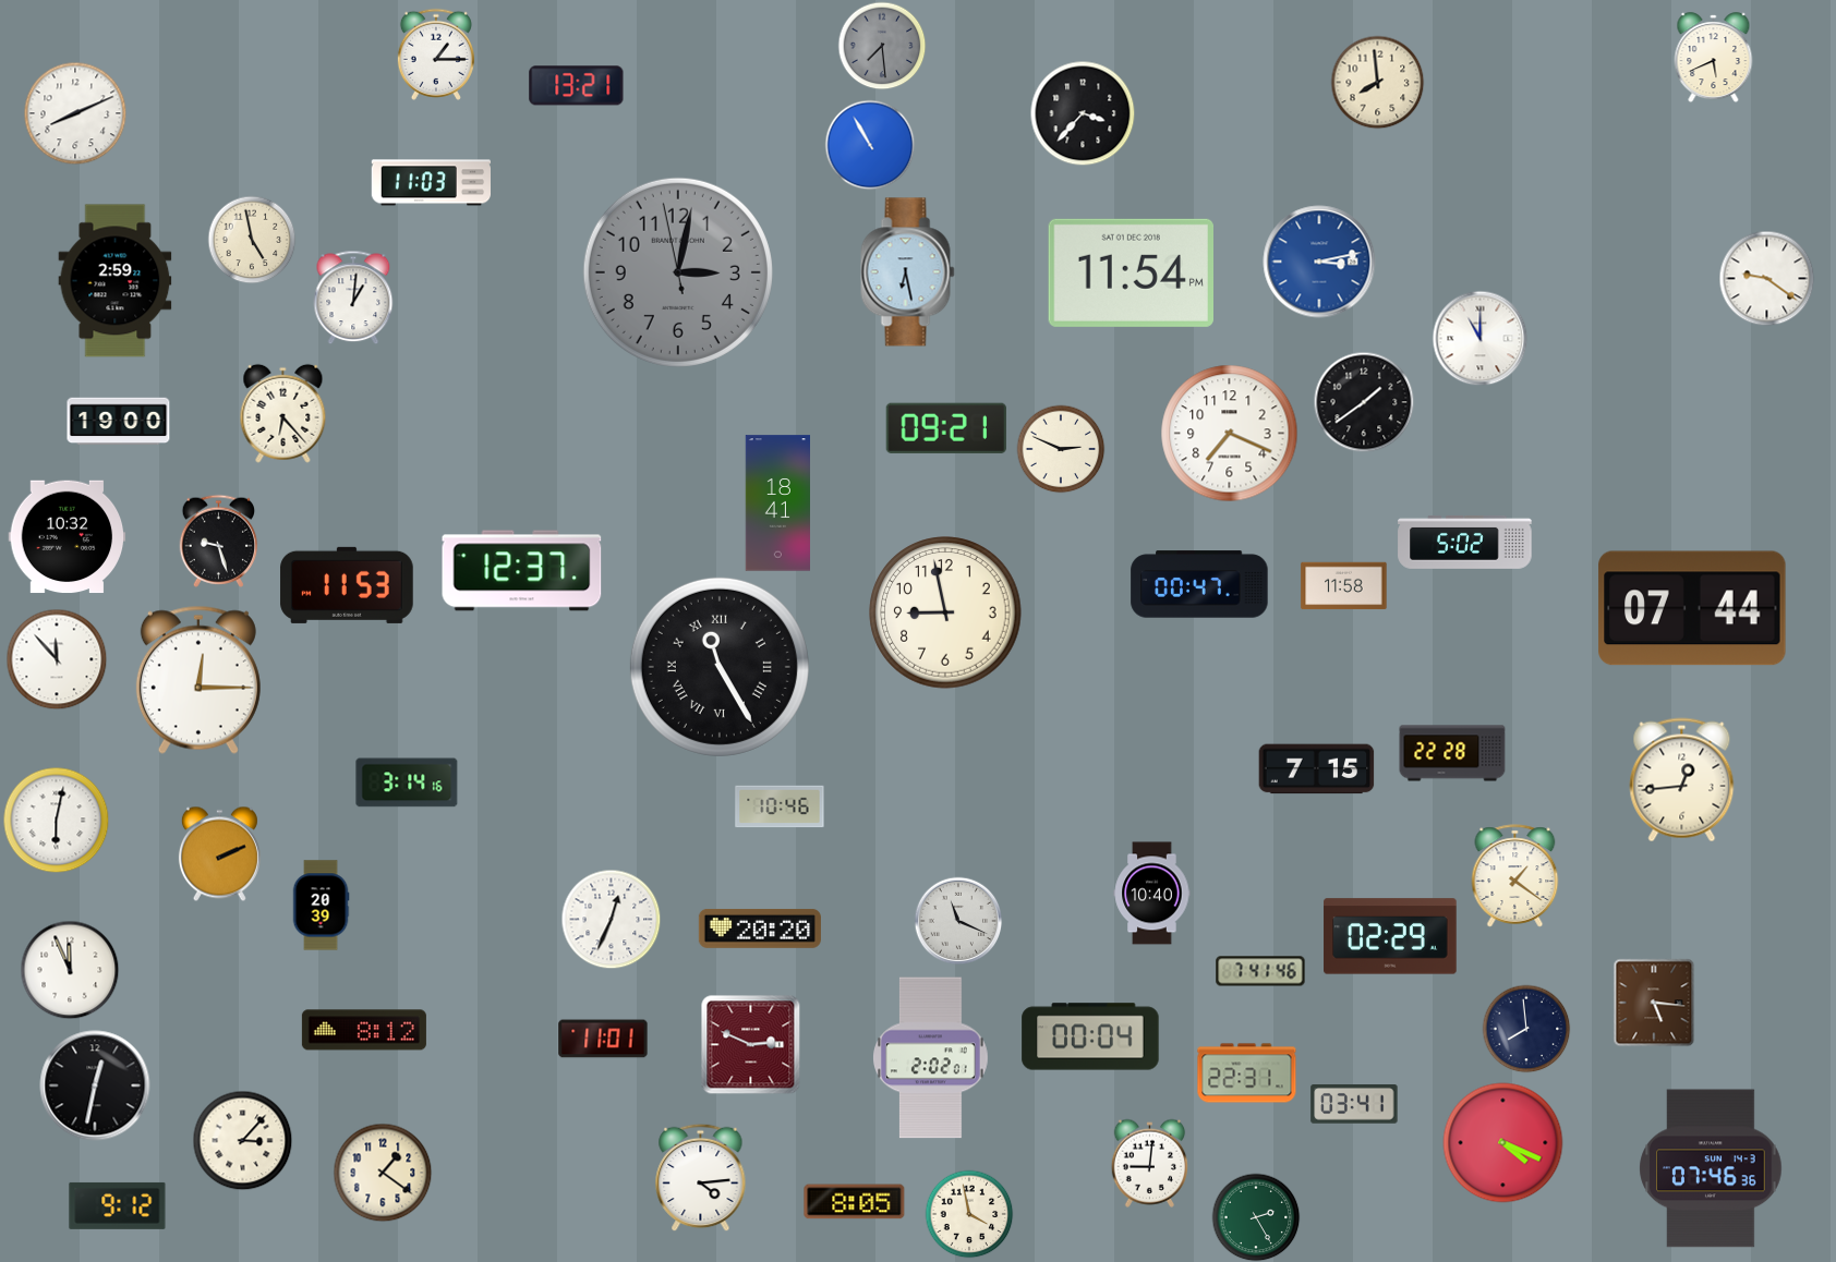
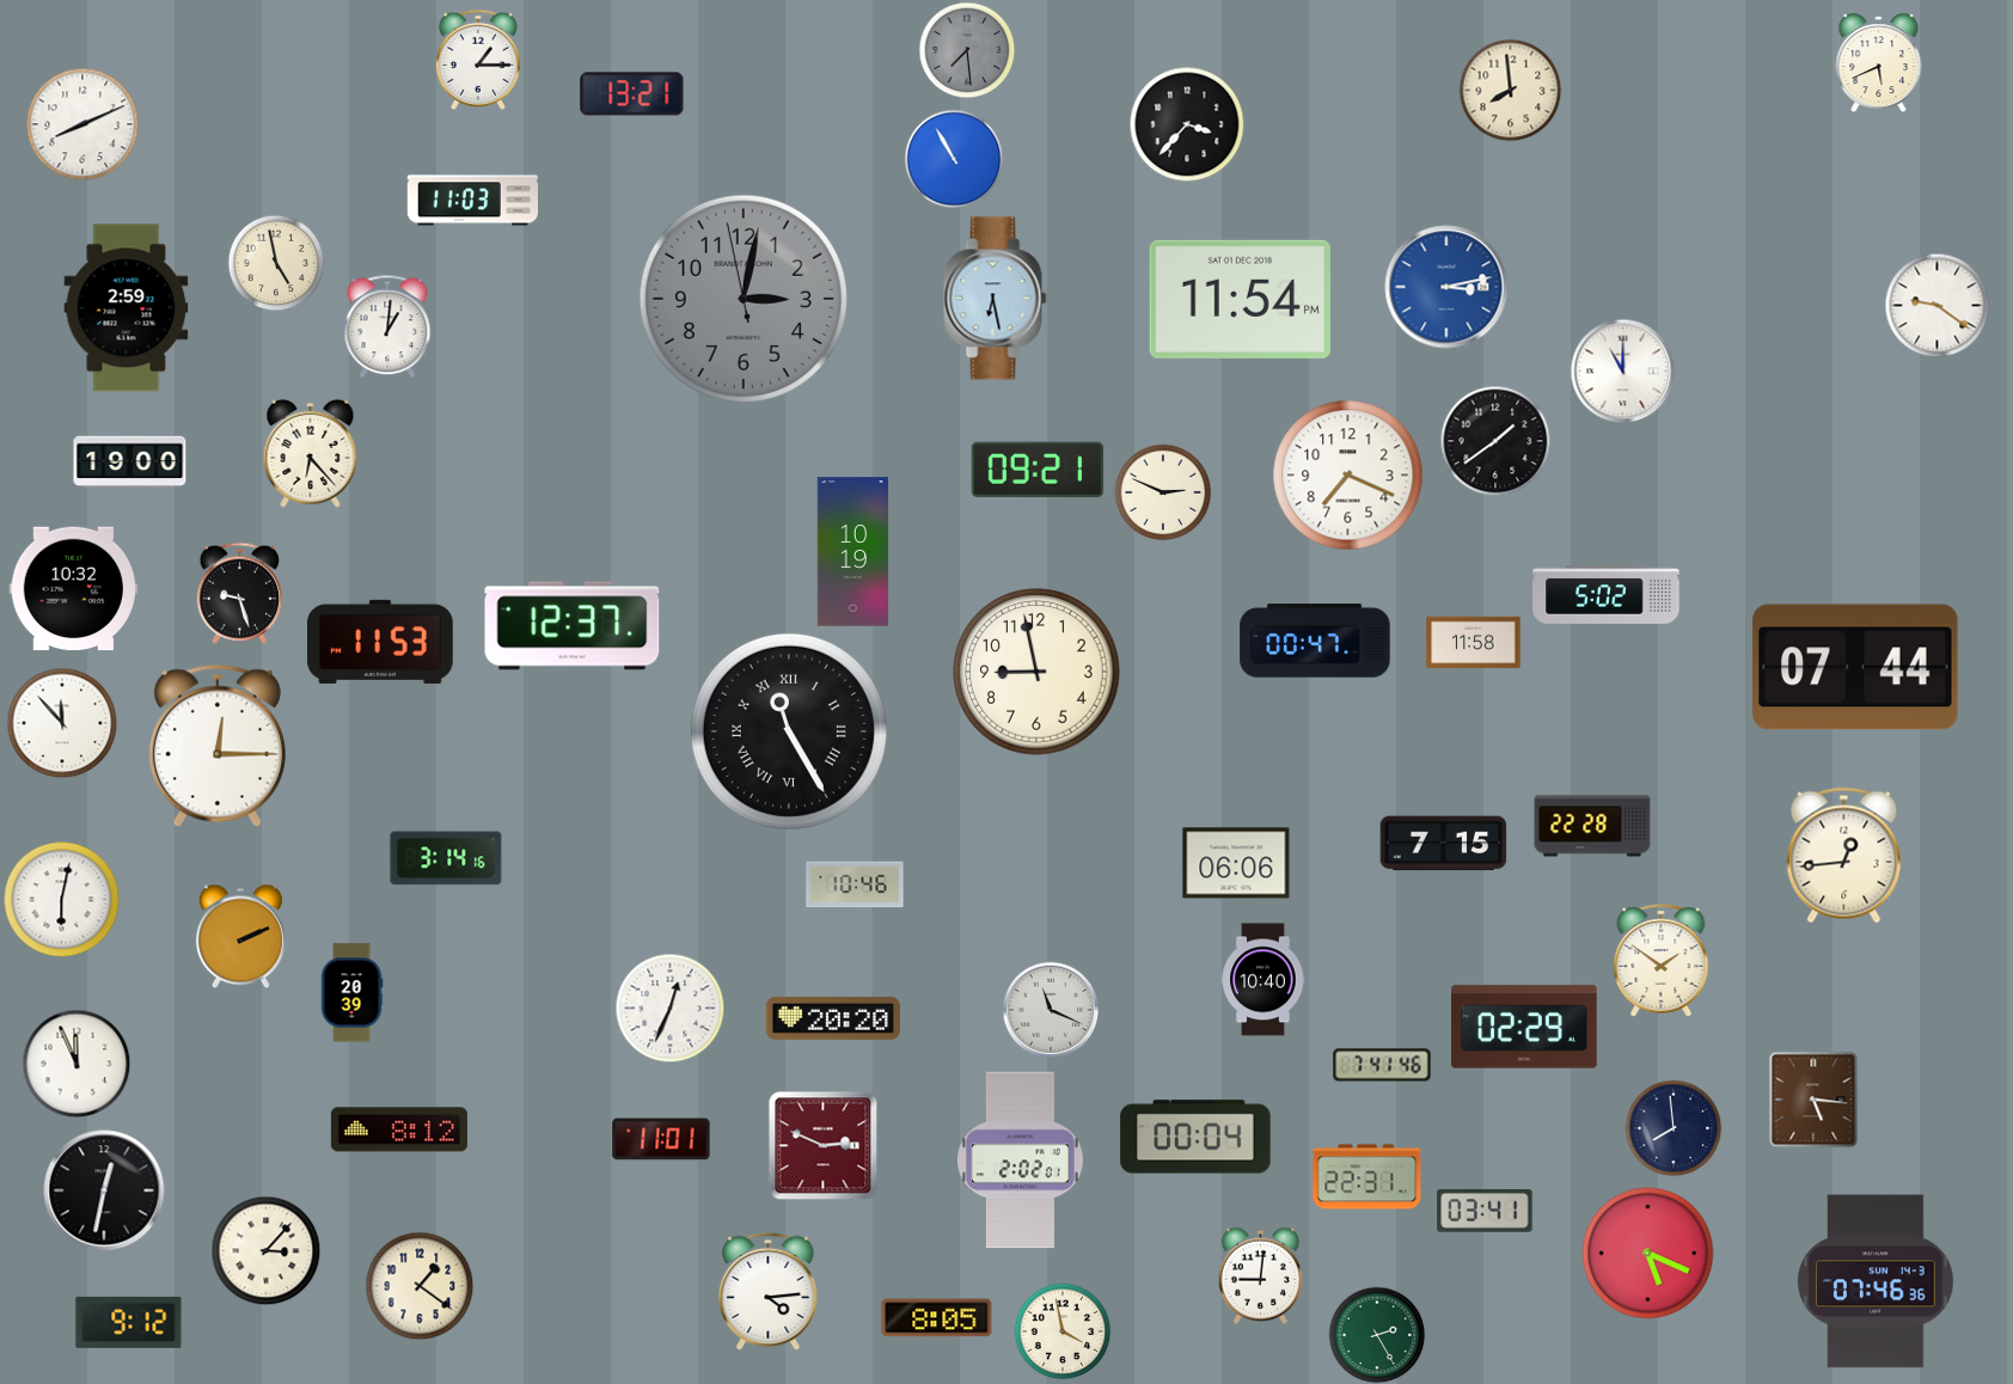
clock at (778, 503): 18:41 -> 10:19
clock at (1236, 863): none -> 06:06
clock at (1515, 876): 1:21 -> 1:51
clock at (1503, 1143): 4:19 -> 5:19
